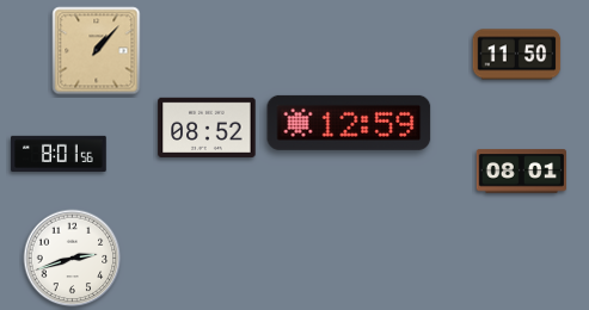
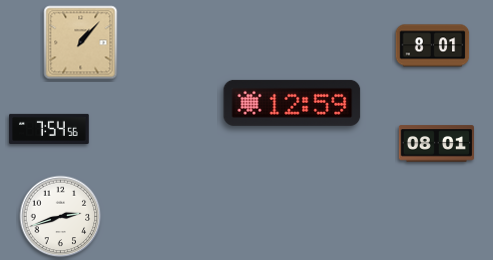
clock at (517, 55): 11:50 -> 8:01
clock at (207, 128): 08:52 -> none
clock at (59, 154): 8:01 -> 7:54
